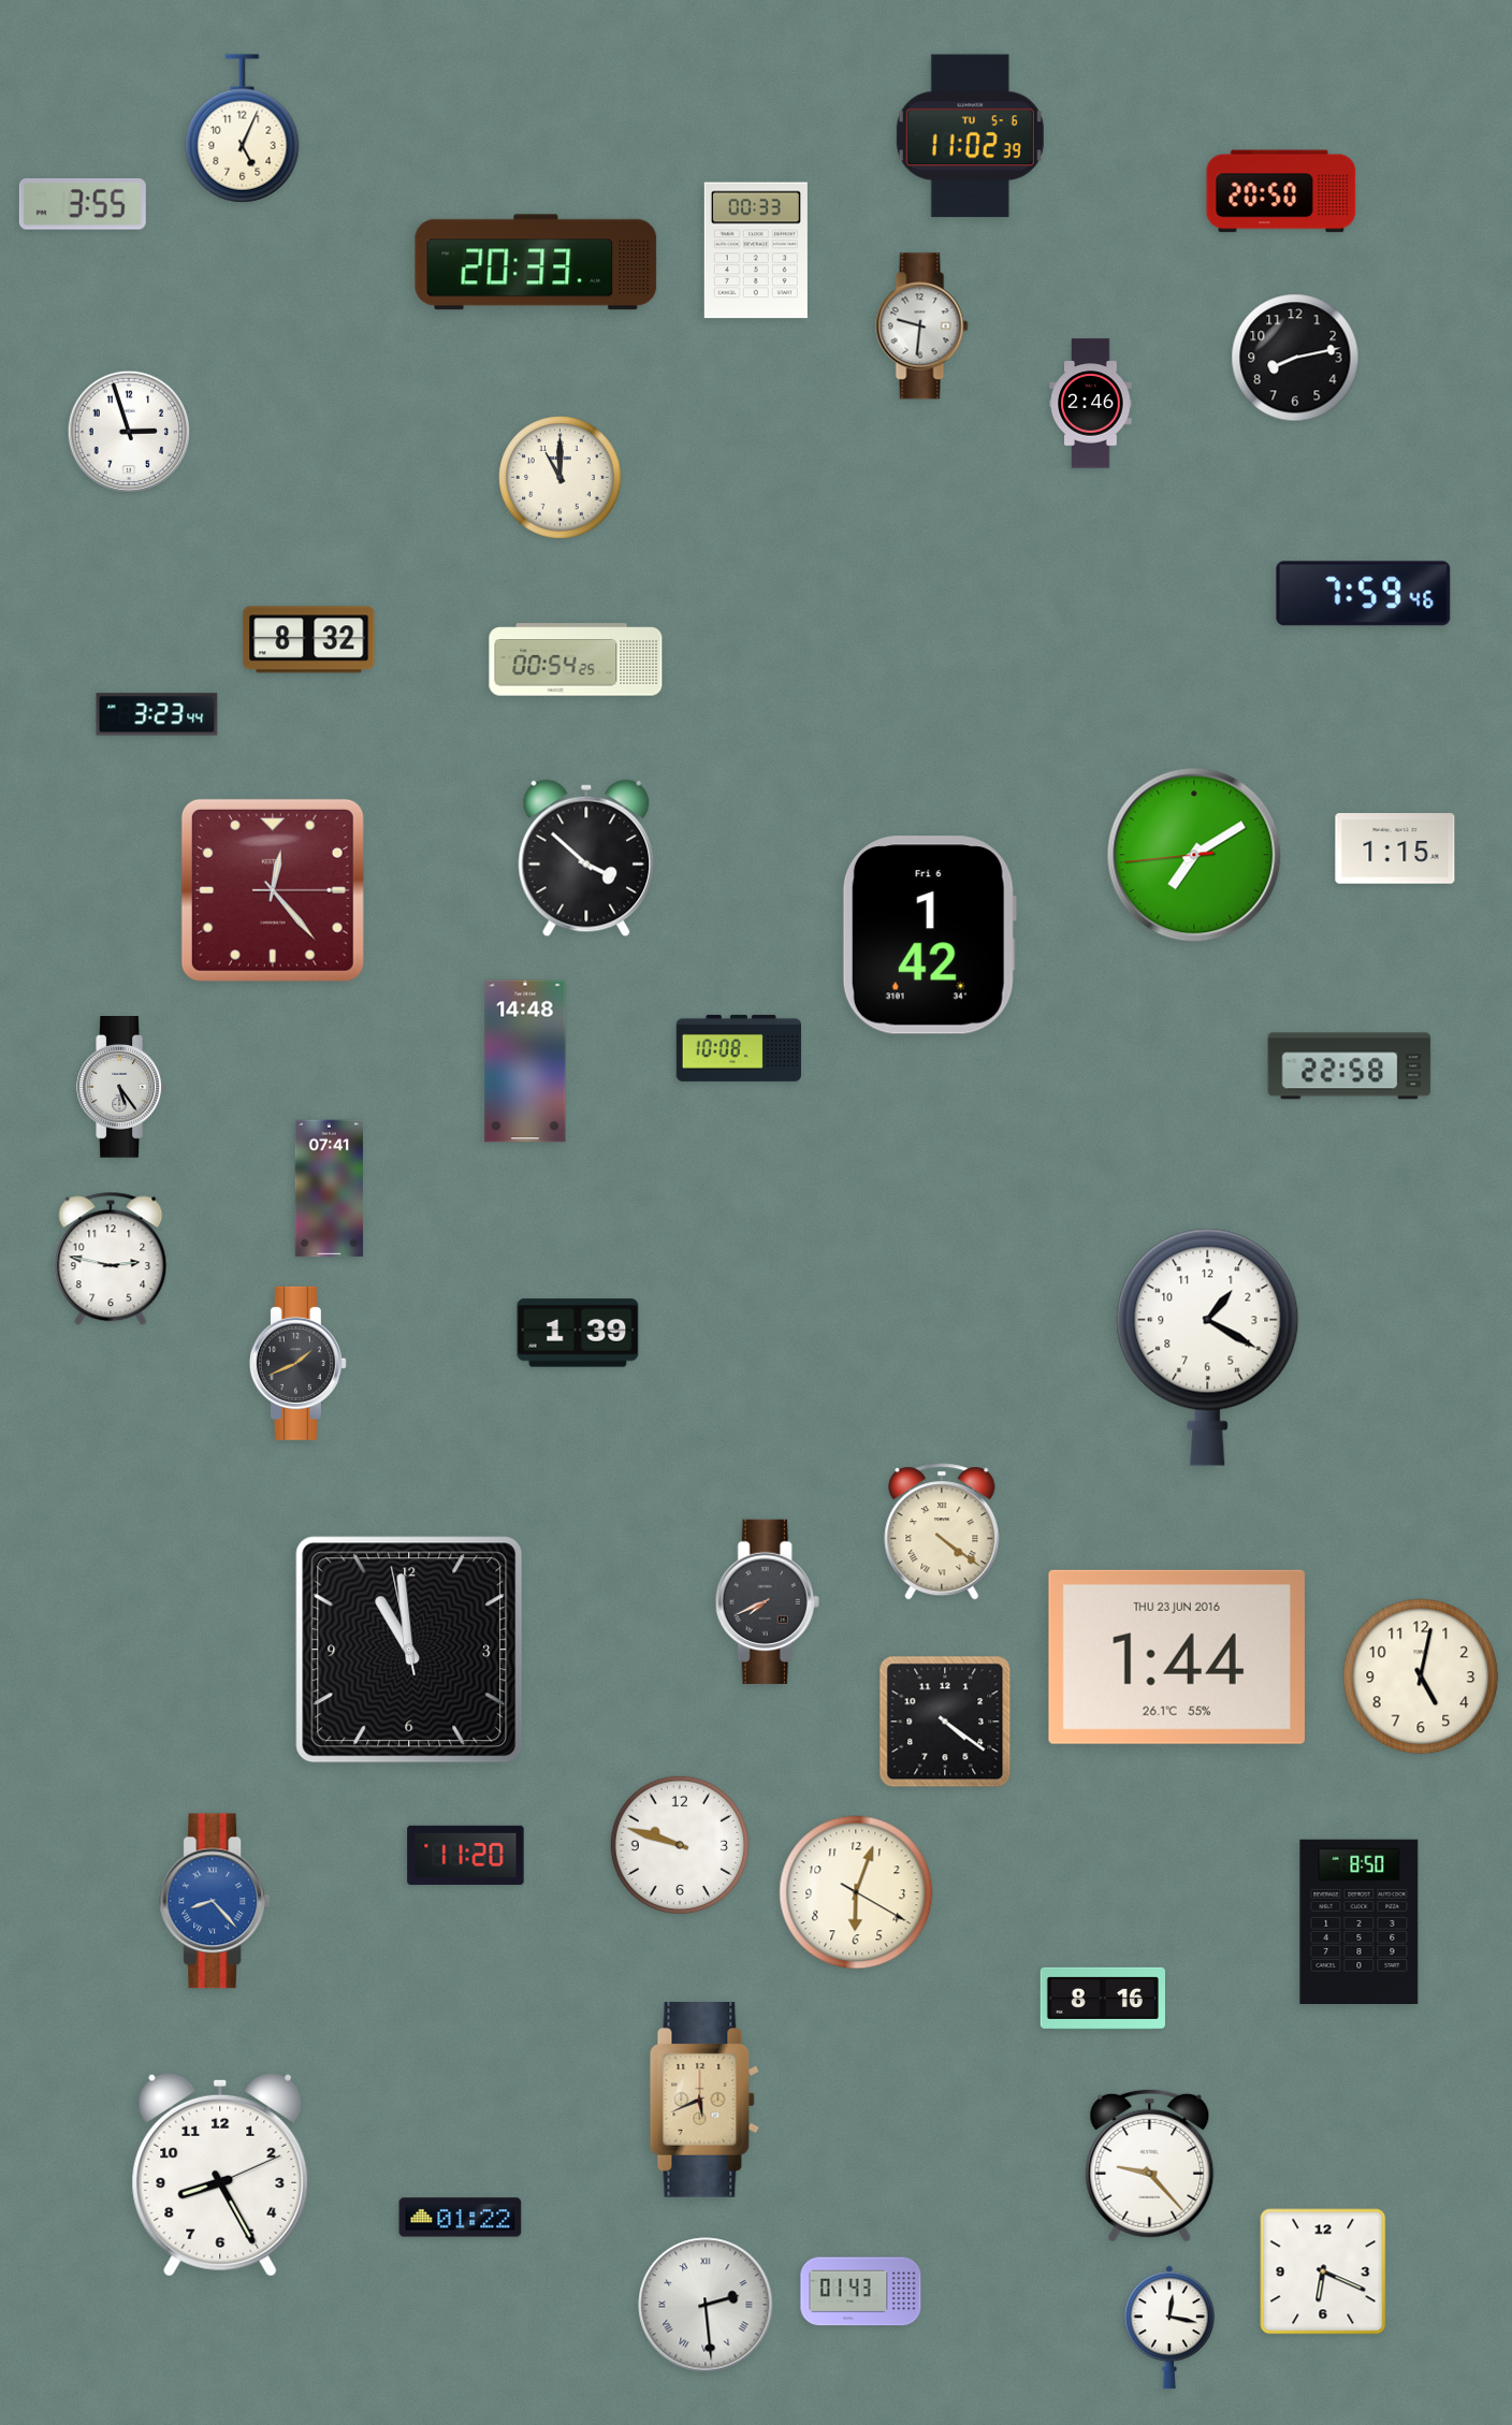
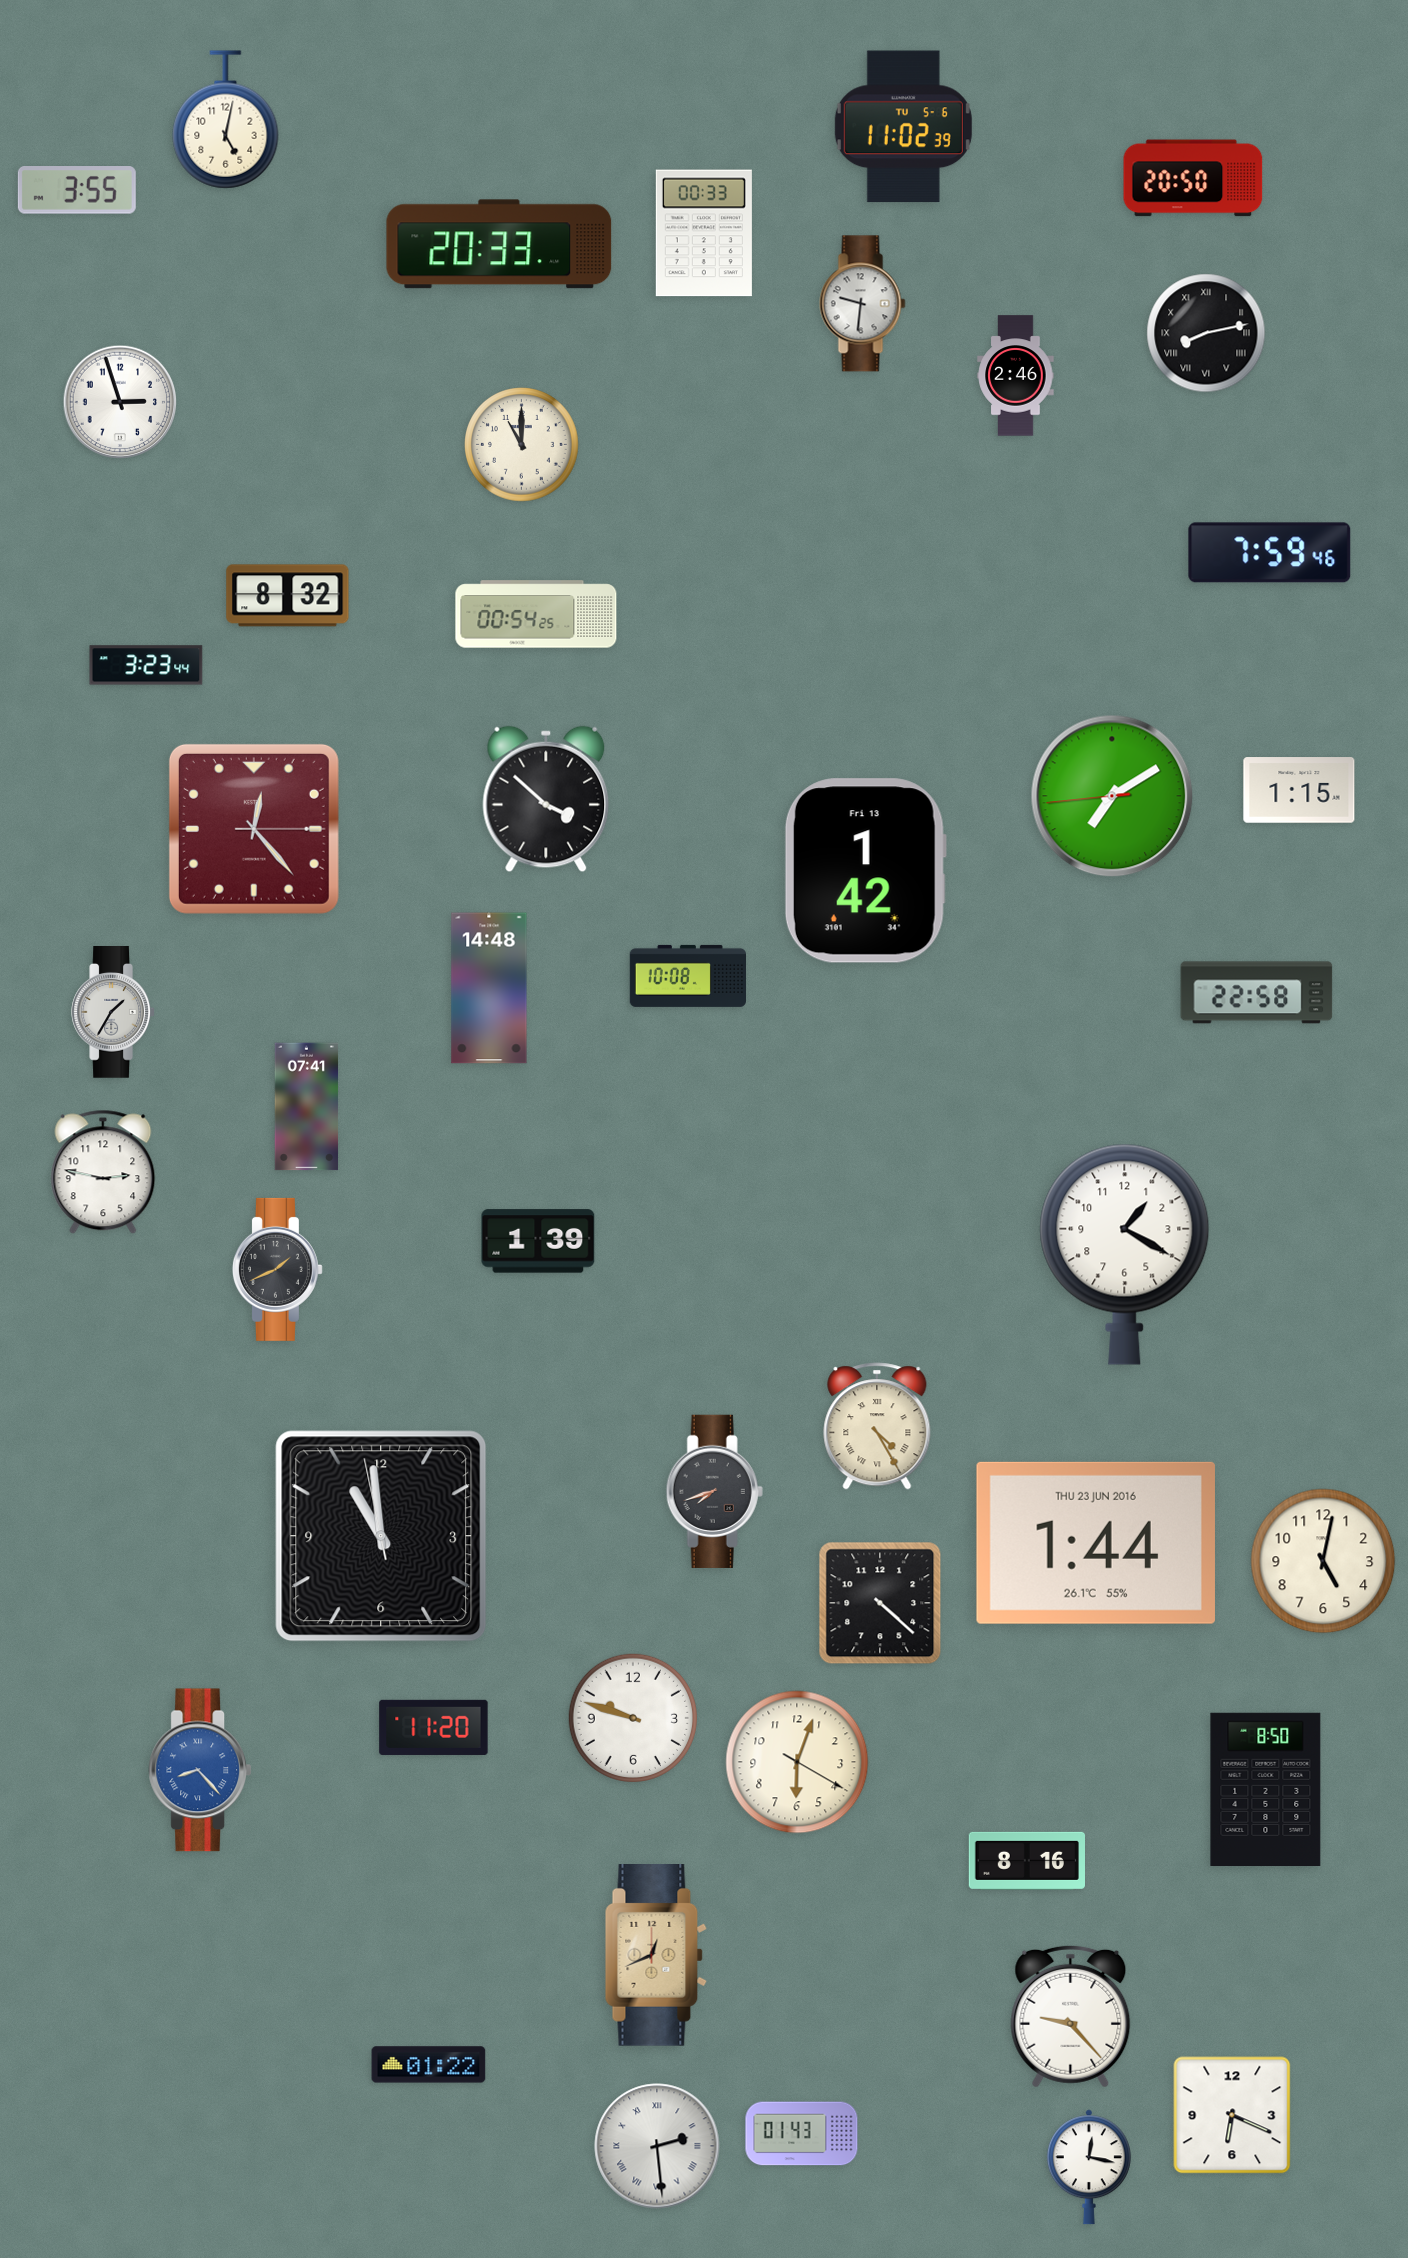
clock at (243, 129): 5:04 -> 5:02
clock at (922, 326) position: (922, 326) -> (863, 304)
clock at (1295, 358) numerals: Arabic -> Roman
clock at (929, 935) date: Fri 6 -> Fri 13
clock at (121, 1088): 5:24 -> 1:35
clock at (942, 1531): 4:21 -> 4:25
clock at (767, 1601): 7:41 -> 7:42
clock at (945, 1722): 4:21 -> 4:22
clock at (704, 2101): 5:41 -> 12:41
clock at (220, 2175): 8:25 -> none
